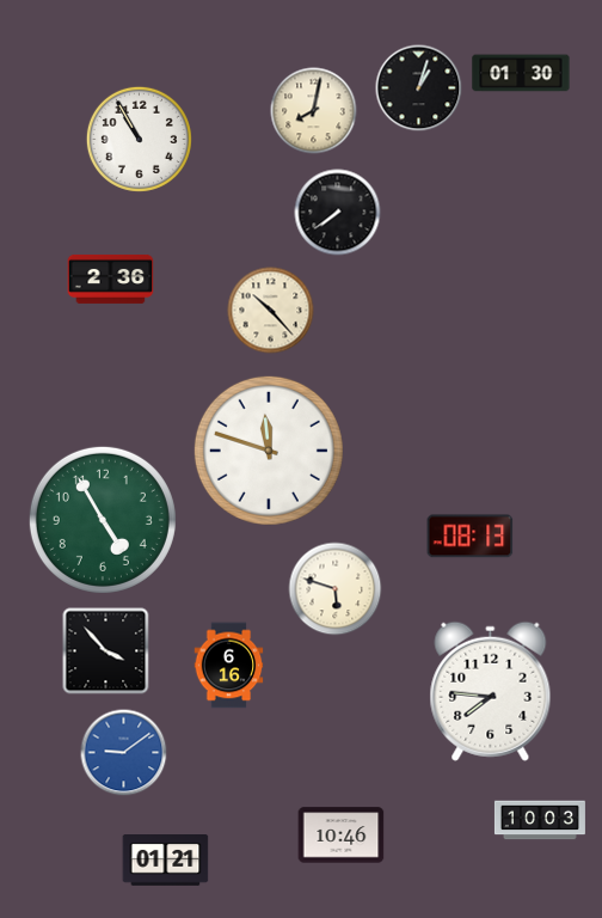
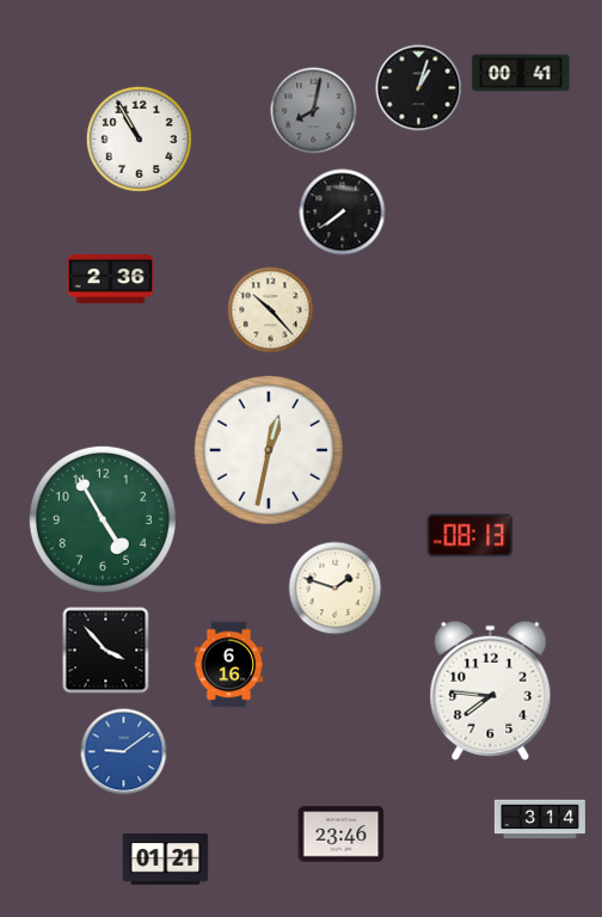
clock at (521, 73): 01:30 -> 00:41
clock at (314, 111) dial: cream -> grey
clock at (338, 213) position: (338, 213) -> (343, 213)
clock at (269, 451): 11:48 -> 12:32
clock at (336, 589): 5:48 -> 1:48
clock at (540, 820): 10:03 -> 3:14
clock at (342, 836): 10:46 -> 23:46
